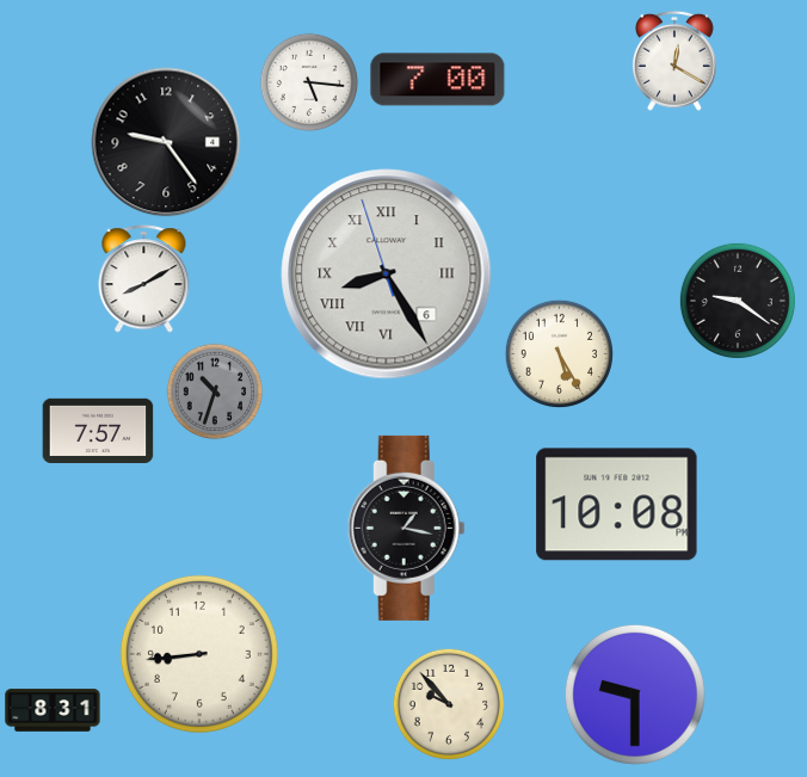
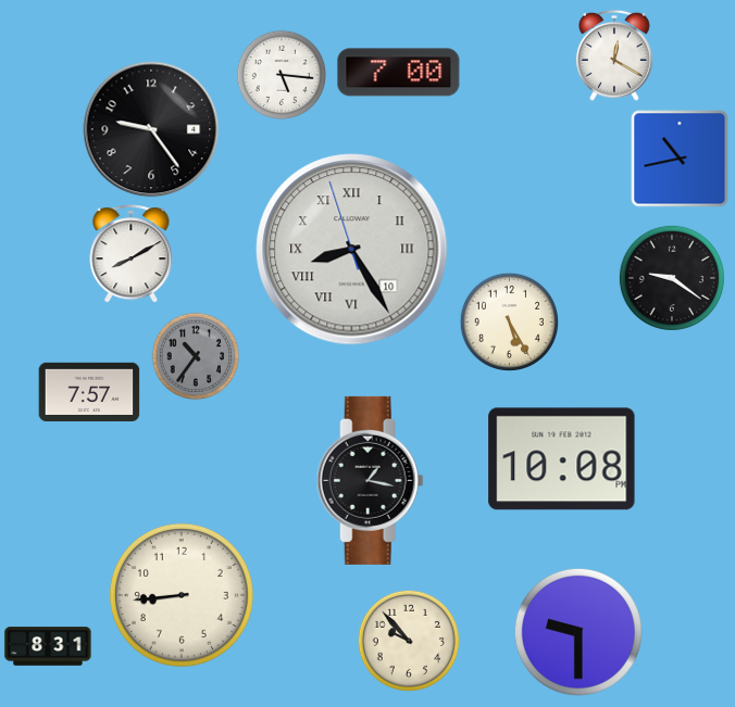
clock at (680, 159): none -> 10:43
clock at (387, 275) date: 6 -> 10
clock at (738, 301) position: (738, 301) -> (672, 278)
clock at (215, 391): 10:33 -> 10:36
